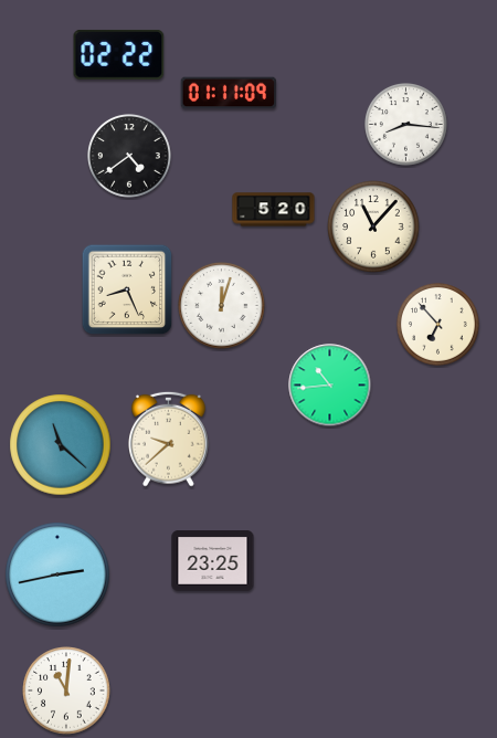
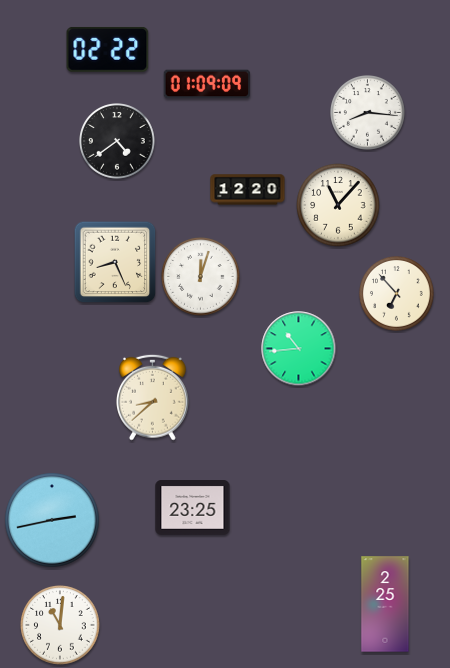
clock at (229, 93): 01:11 -> 01:09
clock at (274, 210): 5:20 -> 12:20
clock at (169, 439): 9:38 -> 8:38
clock at (61, 445): 11:22 -> none
clock at (385, 604): none -> 2:25
